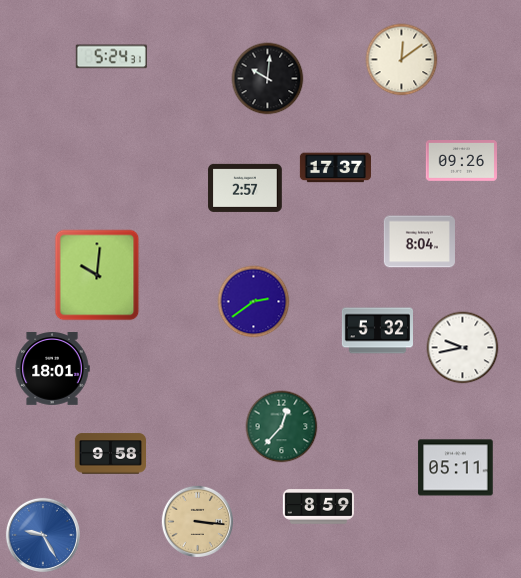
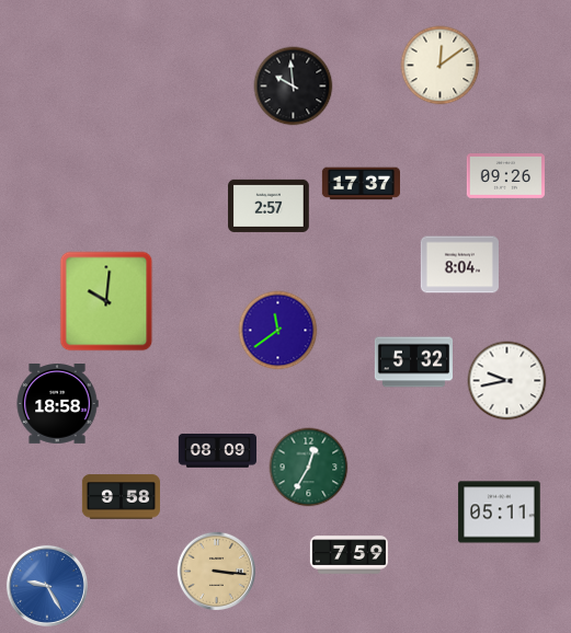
clock at (111, 57): 5:24 -> none
clock at (268, 79): 10:01 -> 9:59
clock at (335, 168) position: (335, 168) -> (361, 184)
clock at (254, 302): 2:39 -> 11:39
clock at (52, 369): 18:01 -> 18:58
clock at (217, 451): none -> 08:09
clock at (282, 427): 12:37 -> 12:35
clock at (318, 507): 8:59 -> 7:59
